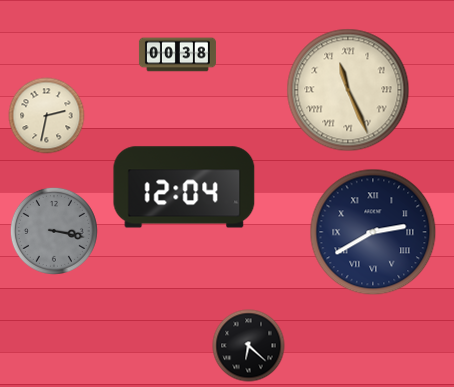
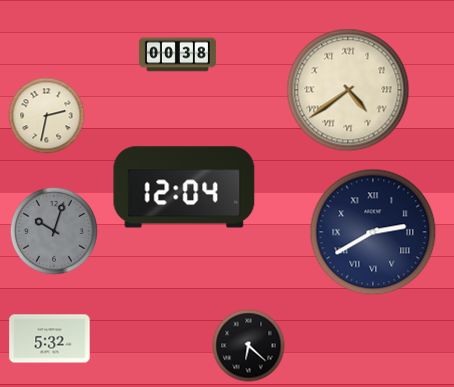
clock at (348, 90): 11:26 -> 4:39
clock at (54, 231): 3:17 -> 10:03
clock at (50, 339): none -> 5:32
